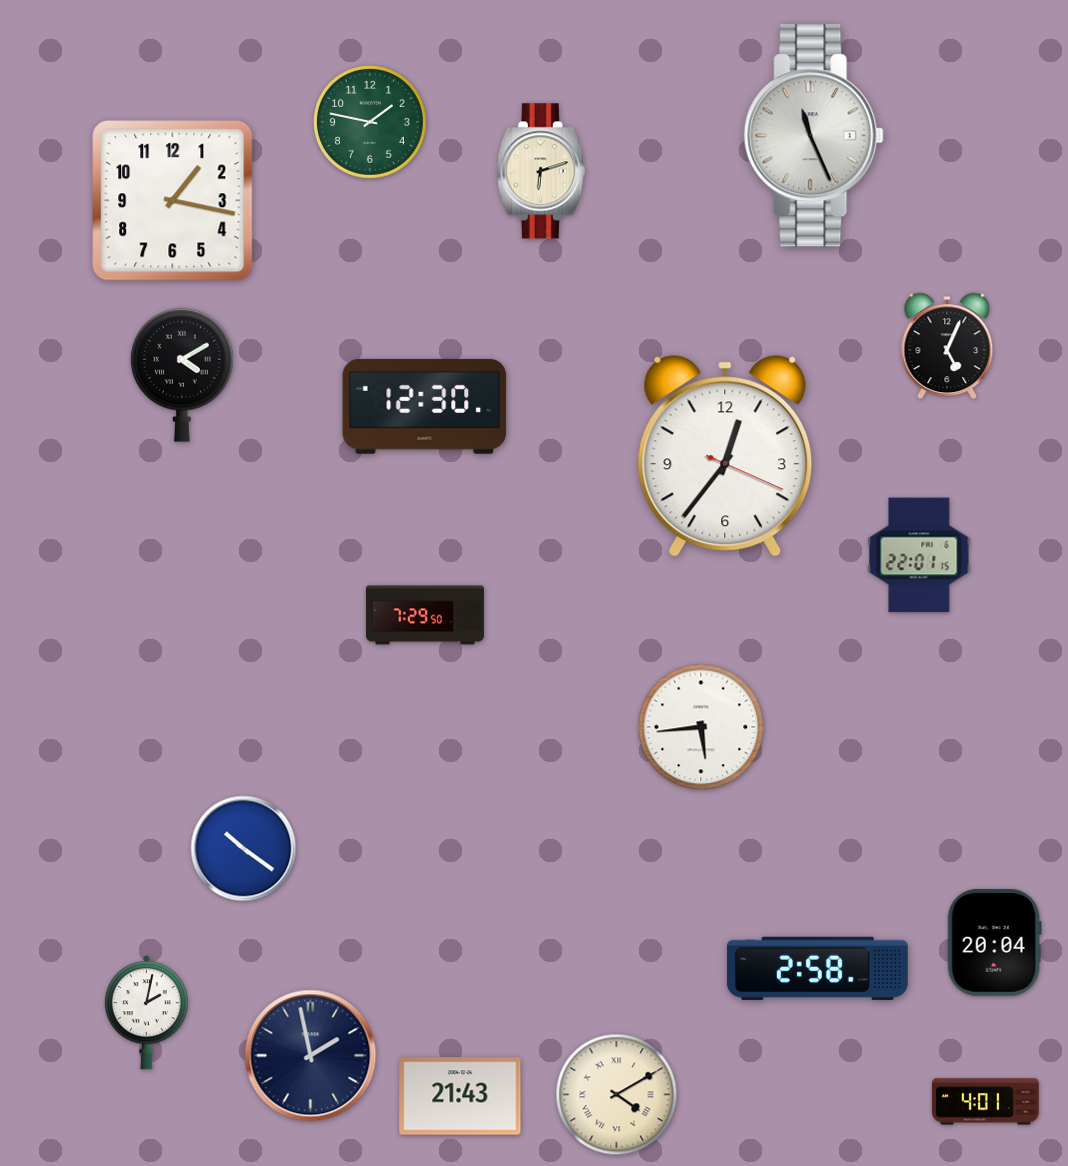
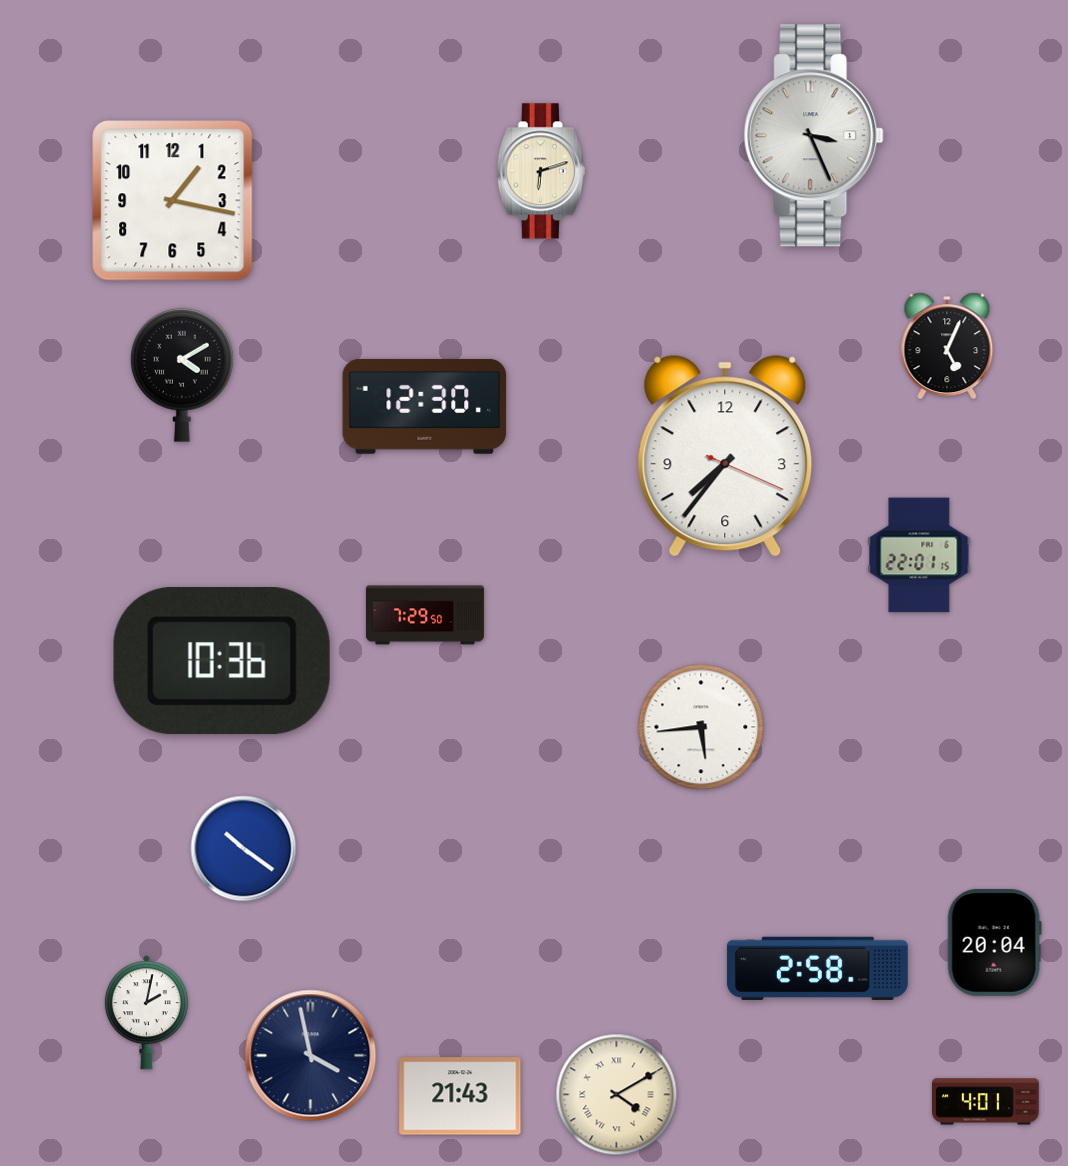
clock at (370, 122): 1:47 -> none
clock at (814, 136): 11:26 -> 3:26
clock at (725, 456): 12:36 -> 7:36
clock at (222, 661): none -> 10:36
clock at (311, 1056): 1:58 -> 3:58
